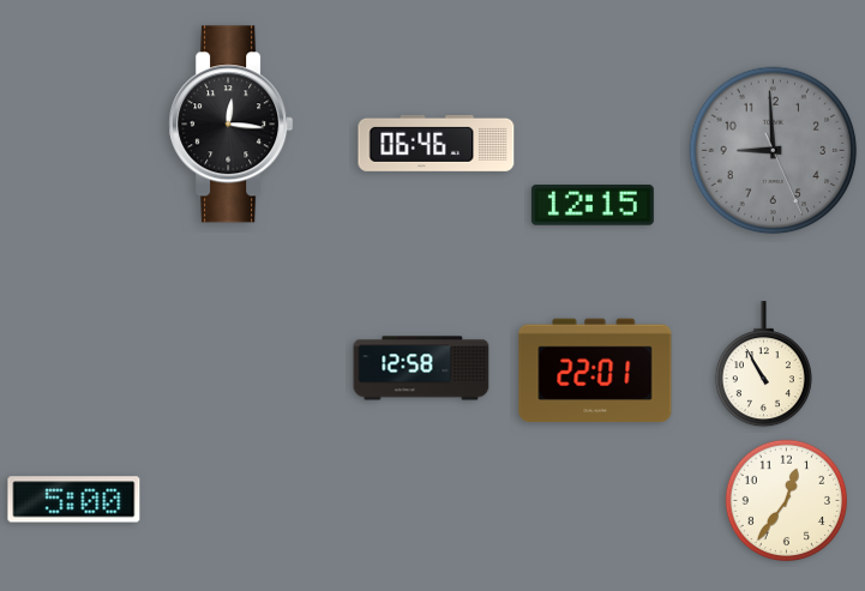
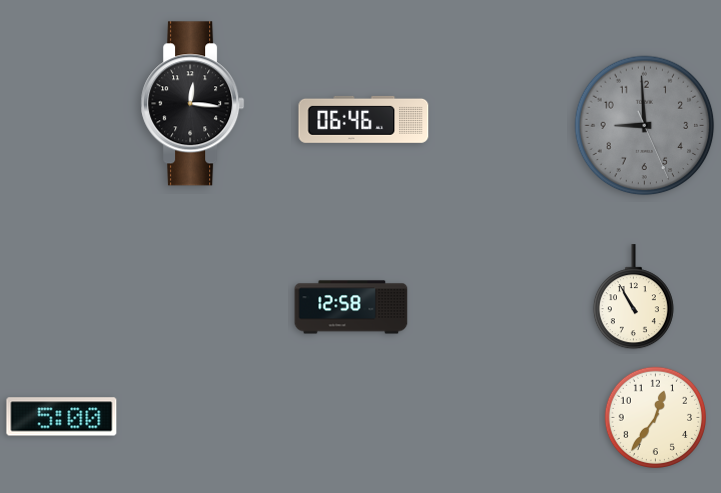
clock at (593, 205): 12:15 -> none
clock at (763, 364) position: (763, 364) -> (633, 297)
clock at (595, 369): 22:01 -> none
